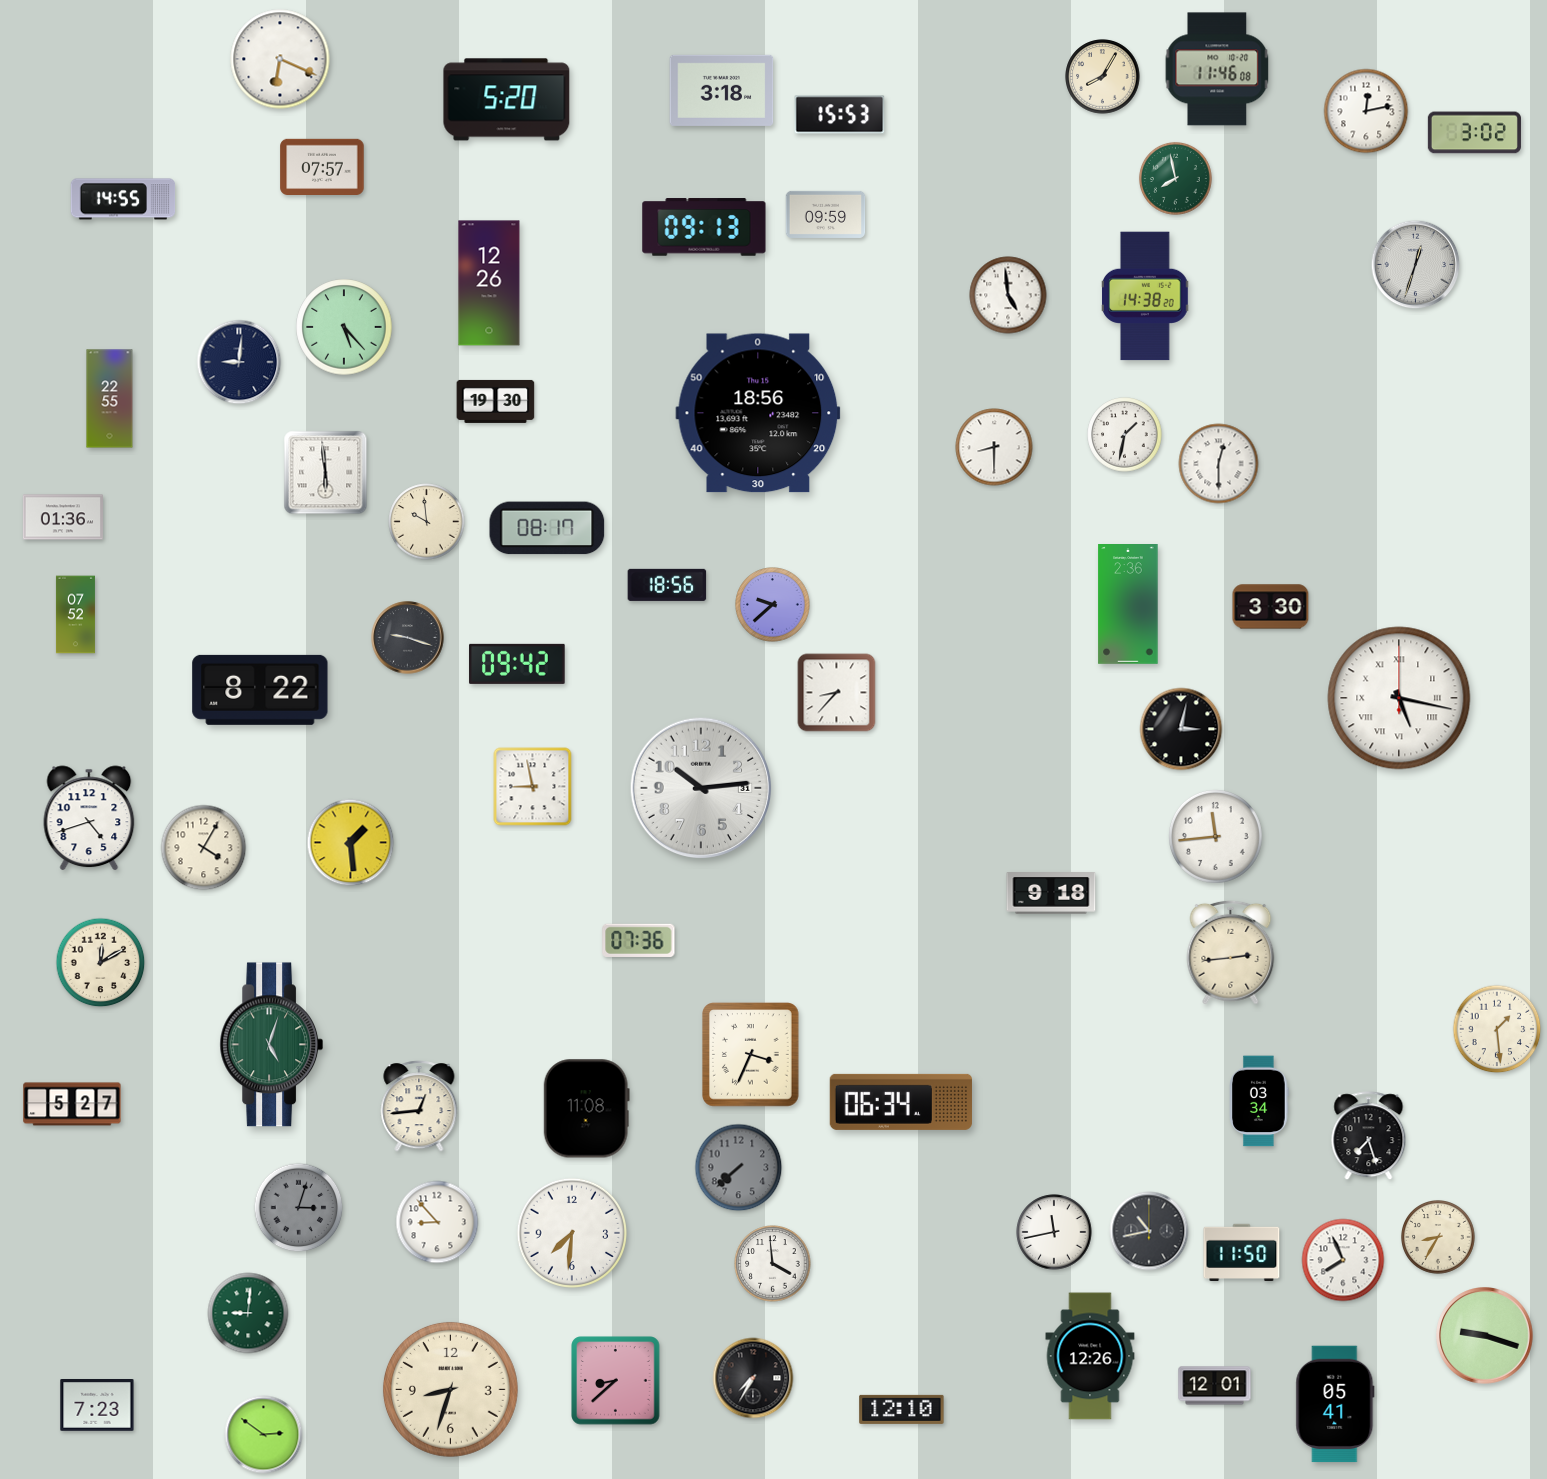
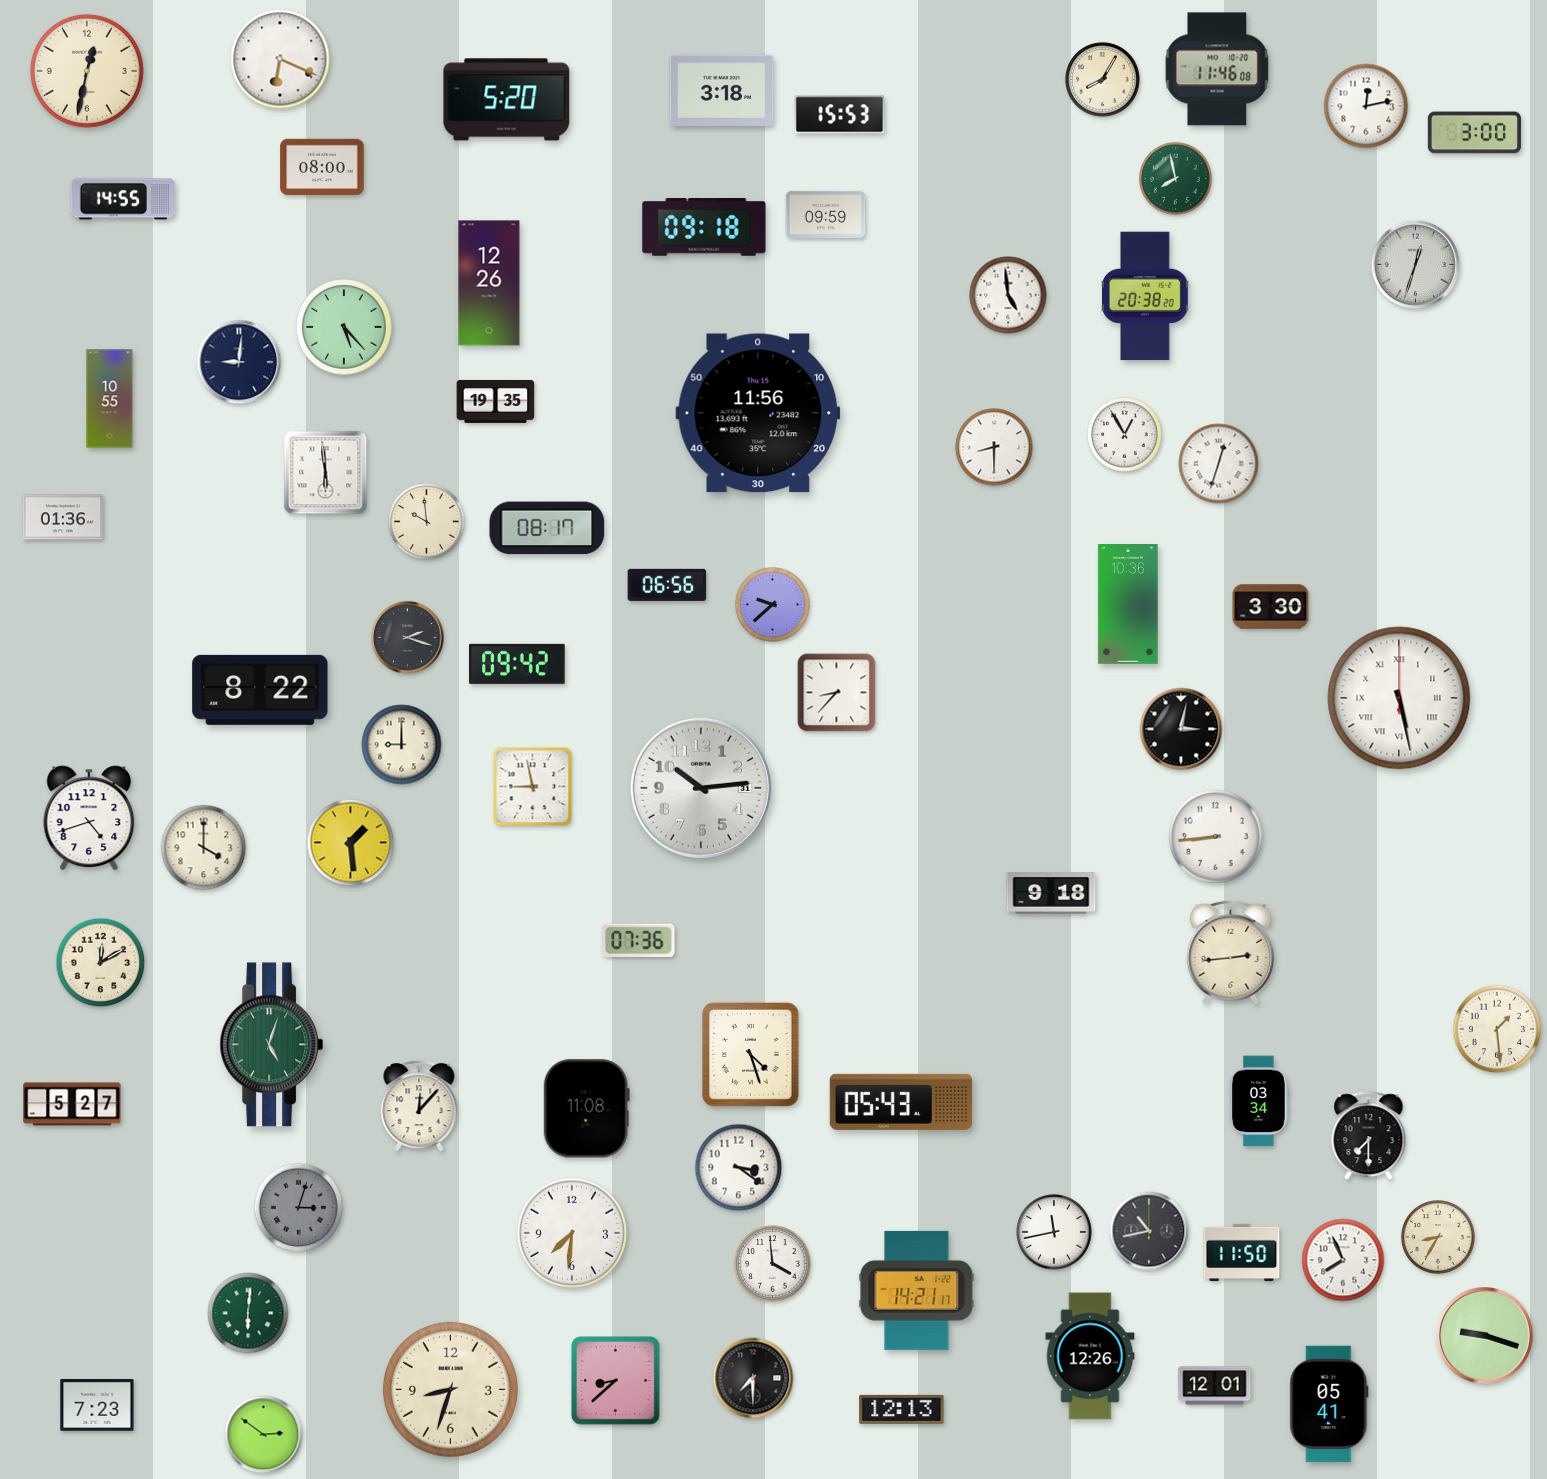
clock at (87, 71): none -> 12:32
clock at (1103, 77) position: (1103, 77) -> (1103, 80)
clock at (1366, 111) position: (1366, 111) -> (1366, 106)
clock at (1474, 133): 3:02 -> 3:00
clock at (322, 167): 07:57 -> 08:00
clock at (704, 227): 09:13 -> 09:18
clock at (1145, 296): 14:38 -> 20:38
clock at (110, 399): 22:55 -> 10:55
clock at (496, 401): 19:30 -> 19:35
clock at (758, 413): 18:56 -> 11:56
clock at (1125, 435): 1:32 -> 12:55
clock at (1219, 464): 12:30 -> 12:33
clock at (667, 585): 18:56 -> 06:56
clock at (1128, 605): 2:36 -> 10:36
clock at (75, 615): 07:52 -> none
clock at (408, 638): 9:18 -> 2:18
clock at (1399, 698): 5:17 -> 5:28
clock at (402, 745): none -> 9:00
clock at (1215, 836): 11:44 -> 8:44
clock at (204, 848): 4:05 -> 4:00
clock at (751, 1055): 3:34 -> 4:27
clock at (901, 1102): 06:34 -> 05:43
clock at (419, 1106): 12:44 -> 12:07
clock at (1369, 1136): 7:27 -> 7:30
clock at (739, 1168): 7:38 -> 3:21
clock at (739, 1168) dial: grey -> white
clock at (437, 1222): 8:53 -> none
clock at (917, 1290): none -> 14:21
clock at (248, 1313): 9:01 -> 6:01
clock at (753, 1378): 7:35 -> 7:30
clock at (1335, 1404) position: (1335, 1404) -> (1329, 1404)
clock at (902, 1409): 12:10 -> 12:13
